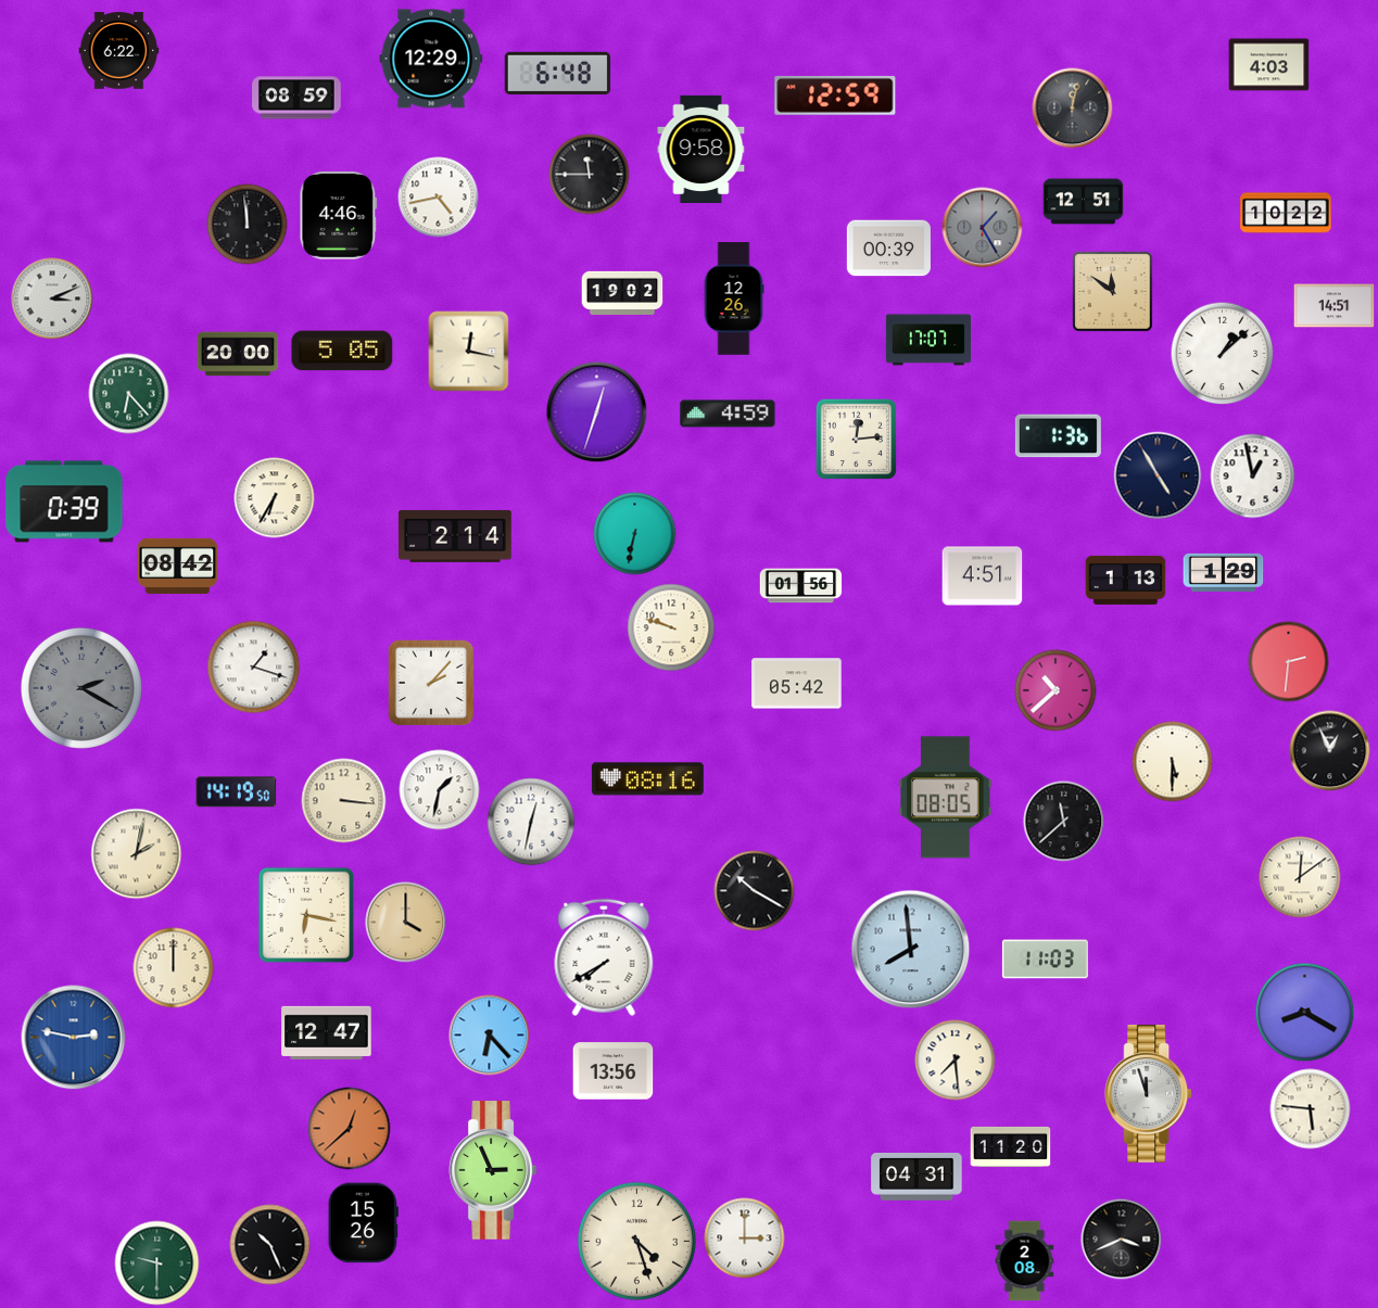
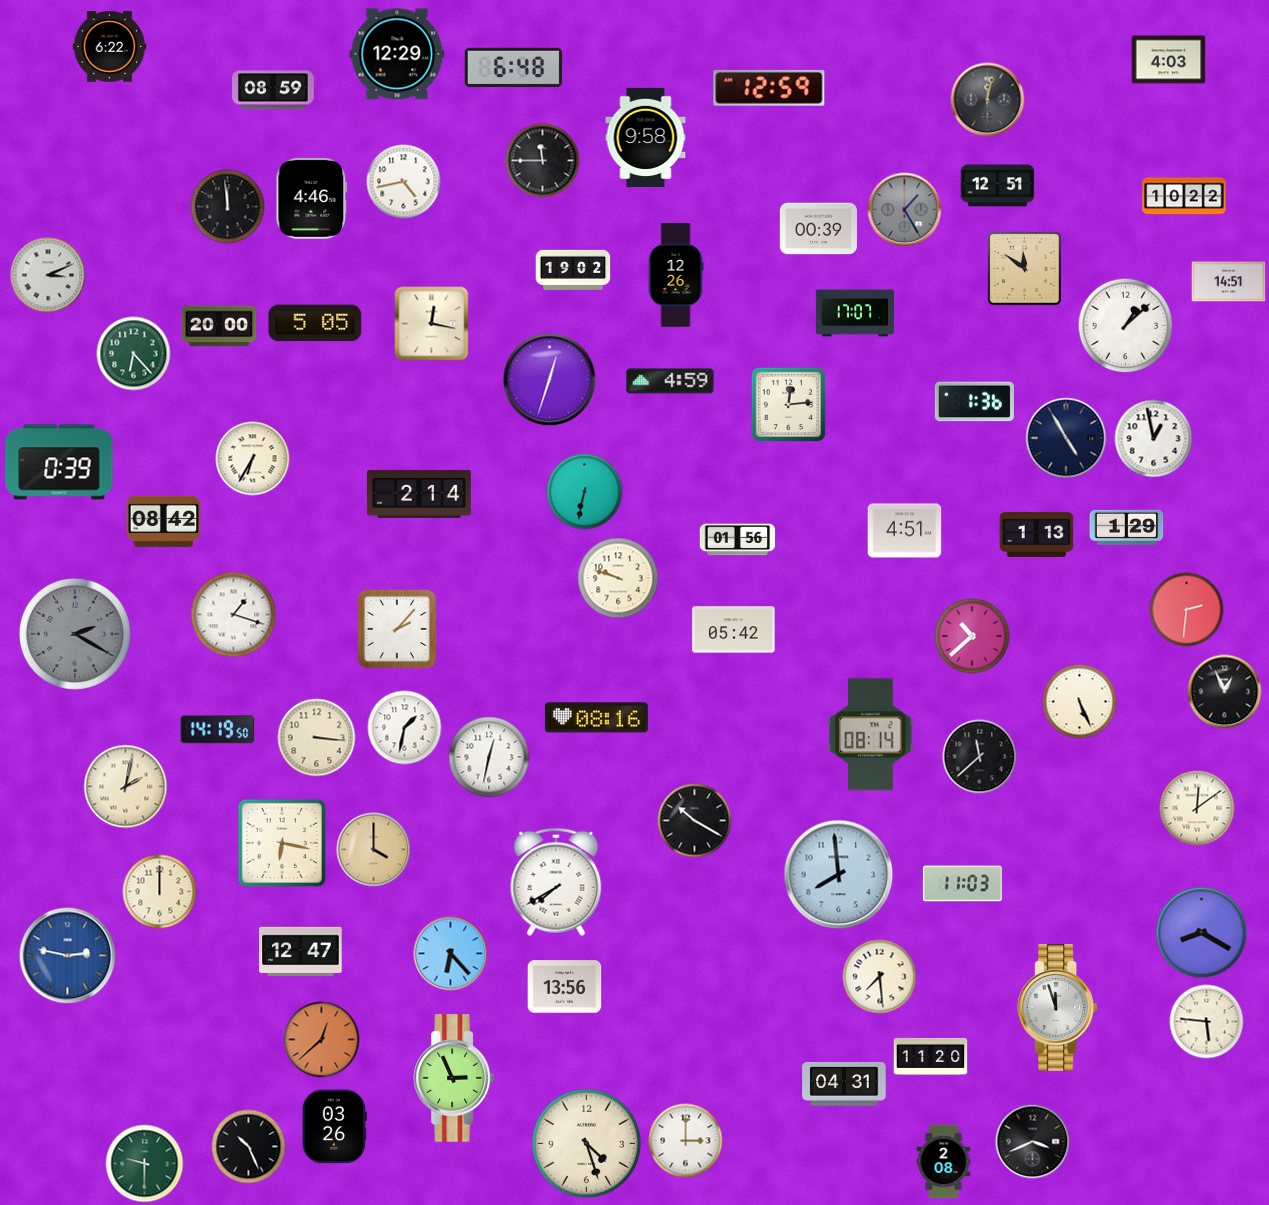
clock at (129, 394) position: (129, 394) -> (134, 354)
clock at (1173, 762): 5:30 -> 5:26
clock at (946, 798): 08:05 -> 08:14
clock at (363, 1223): 15:26 -> 03:26
